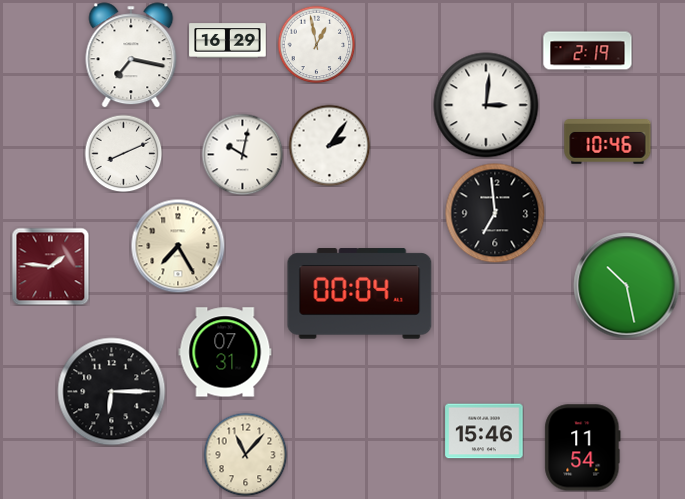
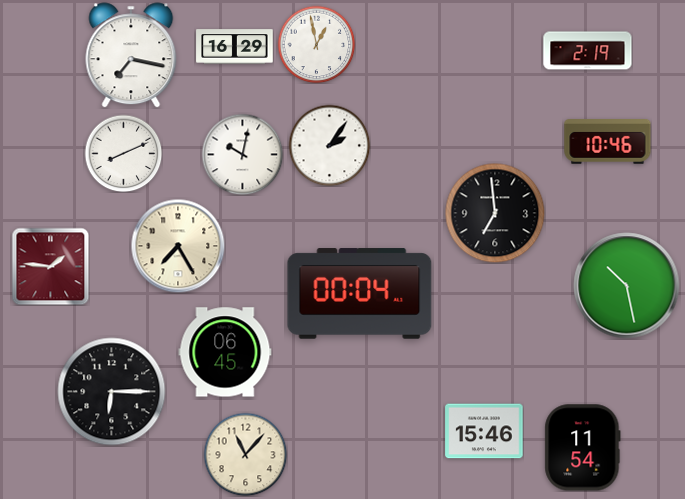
clock at (228, 41) position: (228, 41) -> (235, 47)
clock at (486, 105): 3:01 -> none
clock at (225, 352): 07:31 -> 06:45
